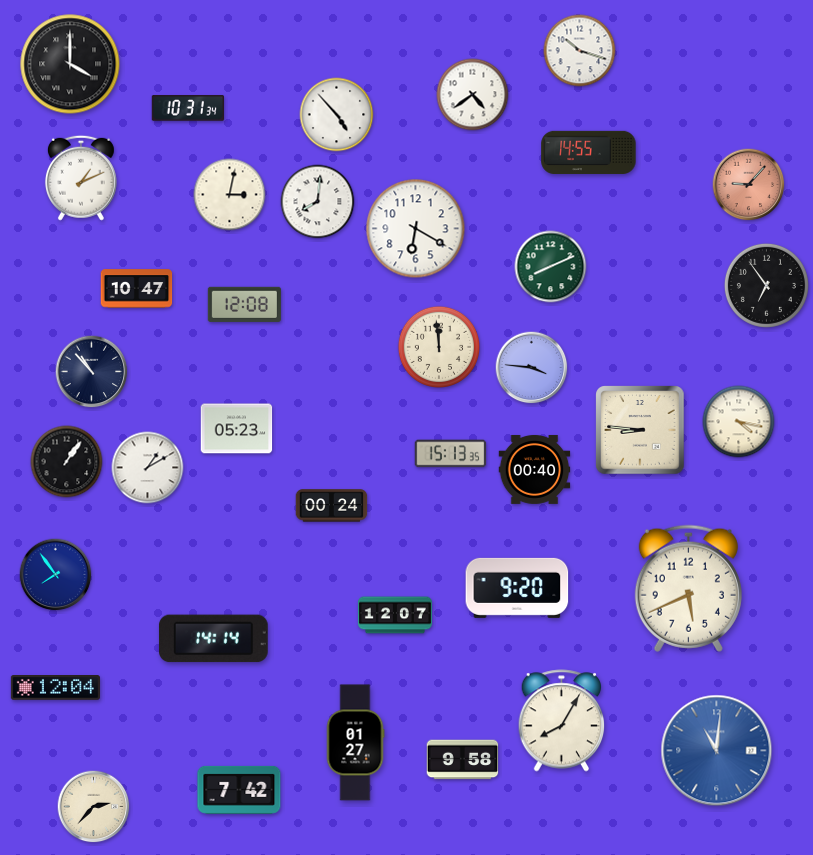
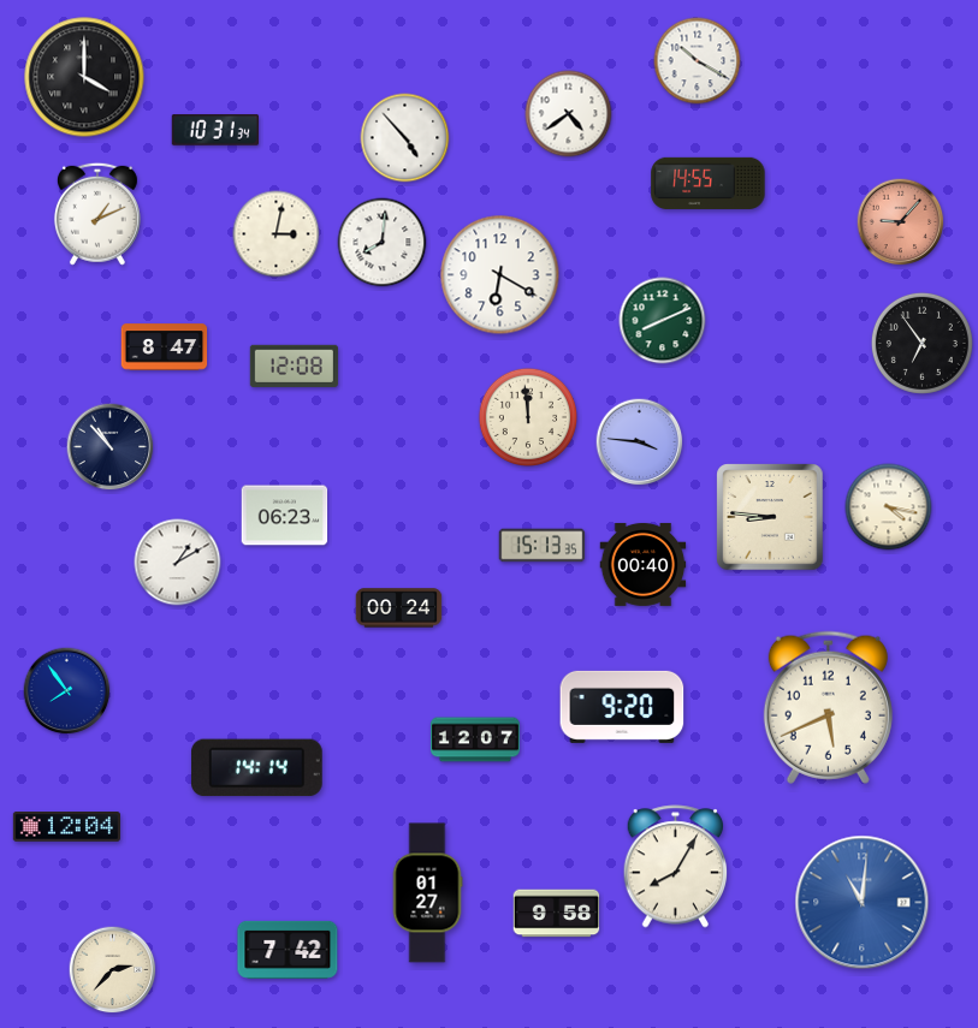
clock at (580, 51): 10:18 -> 10:20
clock at (187, 108) position: (187, 108) -> (214, 130)
clock at (137, 289): 10:47 -> 8:47
clock at (237, 429): 05:23 -> 06:23
clock at (67, 462): 1:06 -> none
